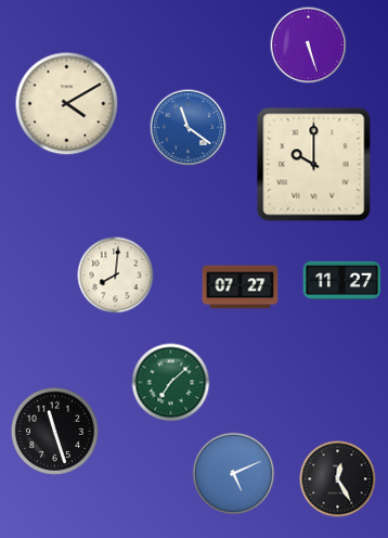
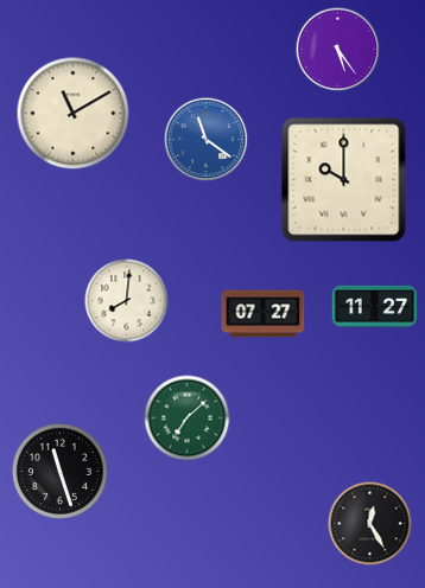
clock at (309, 46): 5:27 -> 5:24
clock at (67, 104): 4:10 -> 11:10
clock at (234, 474): 5:11 -> none
